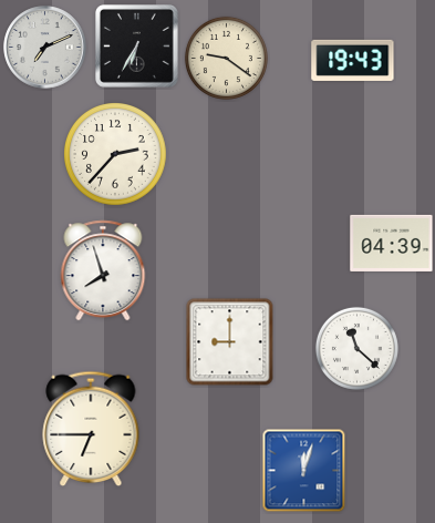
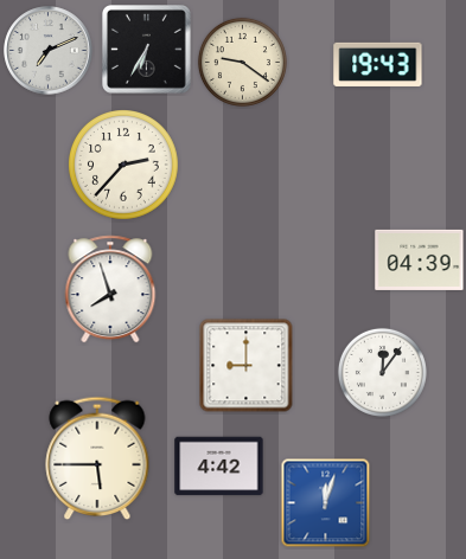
clock at (356, 348): 11:22 -> 12:06
clock at (91, 428): 6:45 -> 5:45
clock at (219, 467): none -> 4:42
